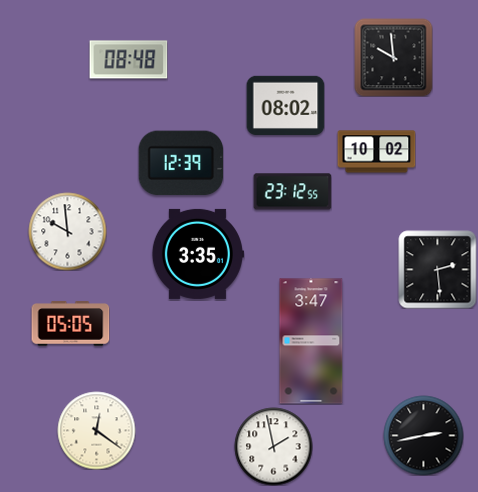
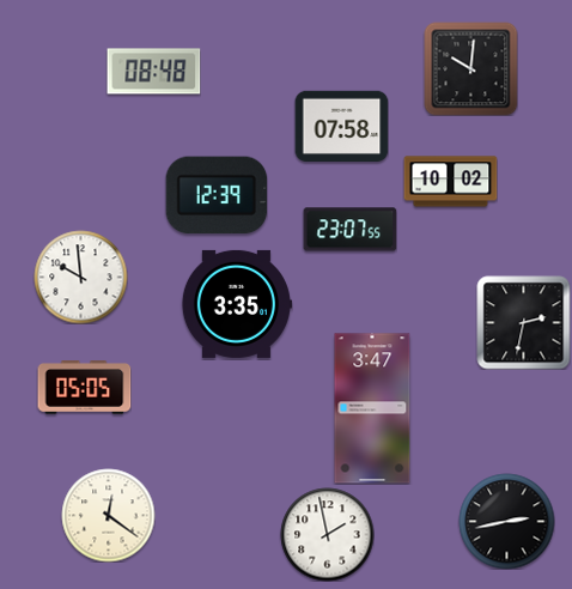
clock at (393, 57): 9:59 -> 10:01
clock at (285, 105): 08:02 -> 07:58
clock at (292, 192): 23:12 -> 23:07
clock at (437, 269): 2:29 -> 2:32
clock at (96, 430) position: (96, 430) -> (108, 515)
